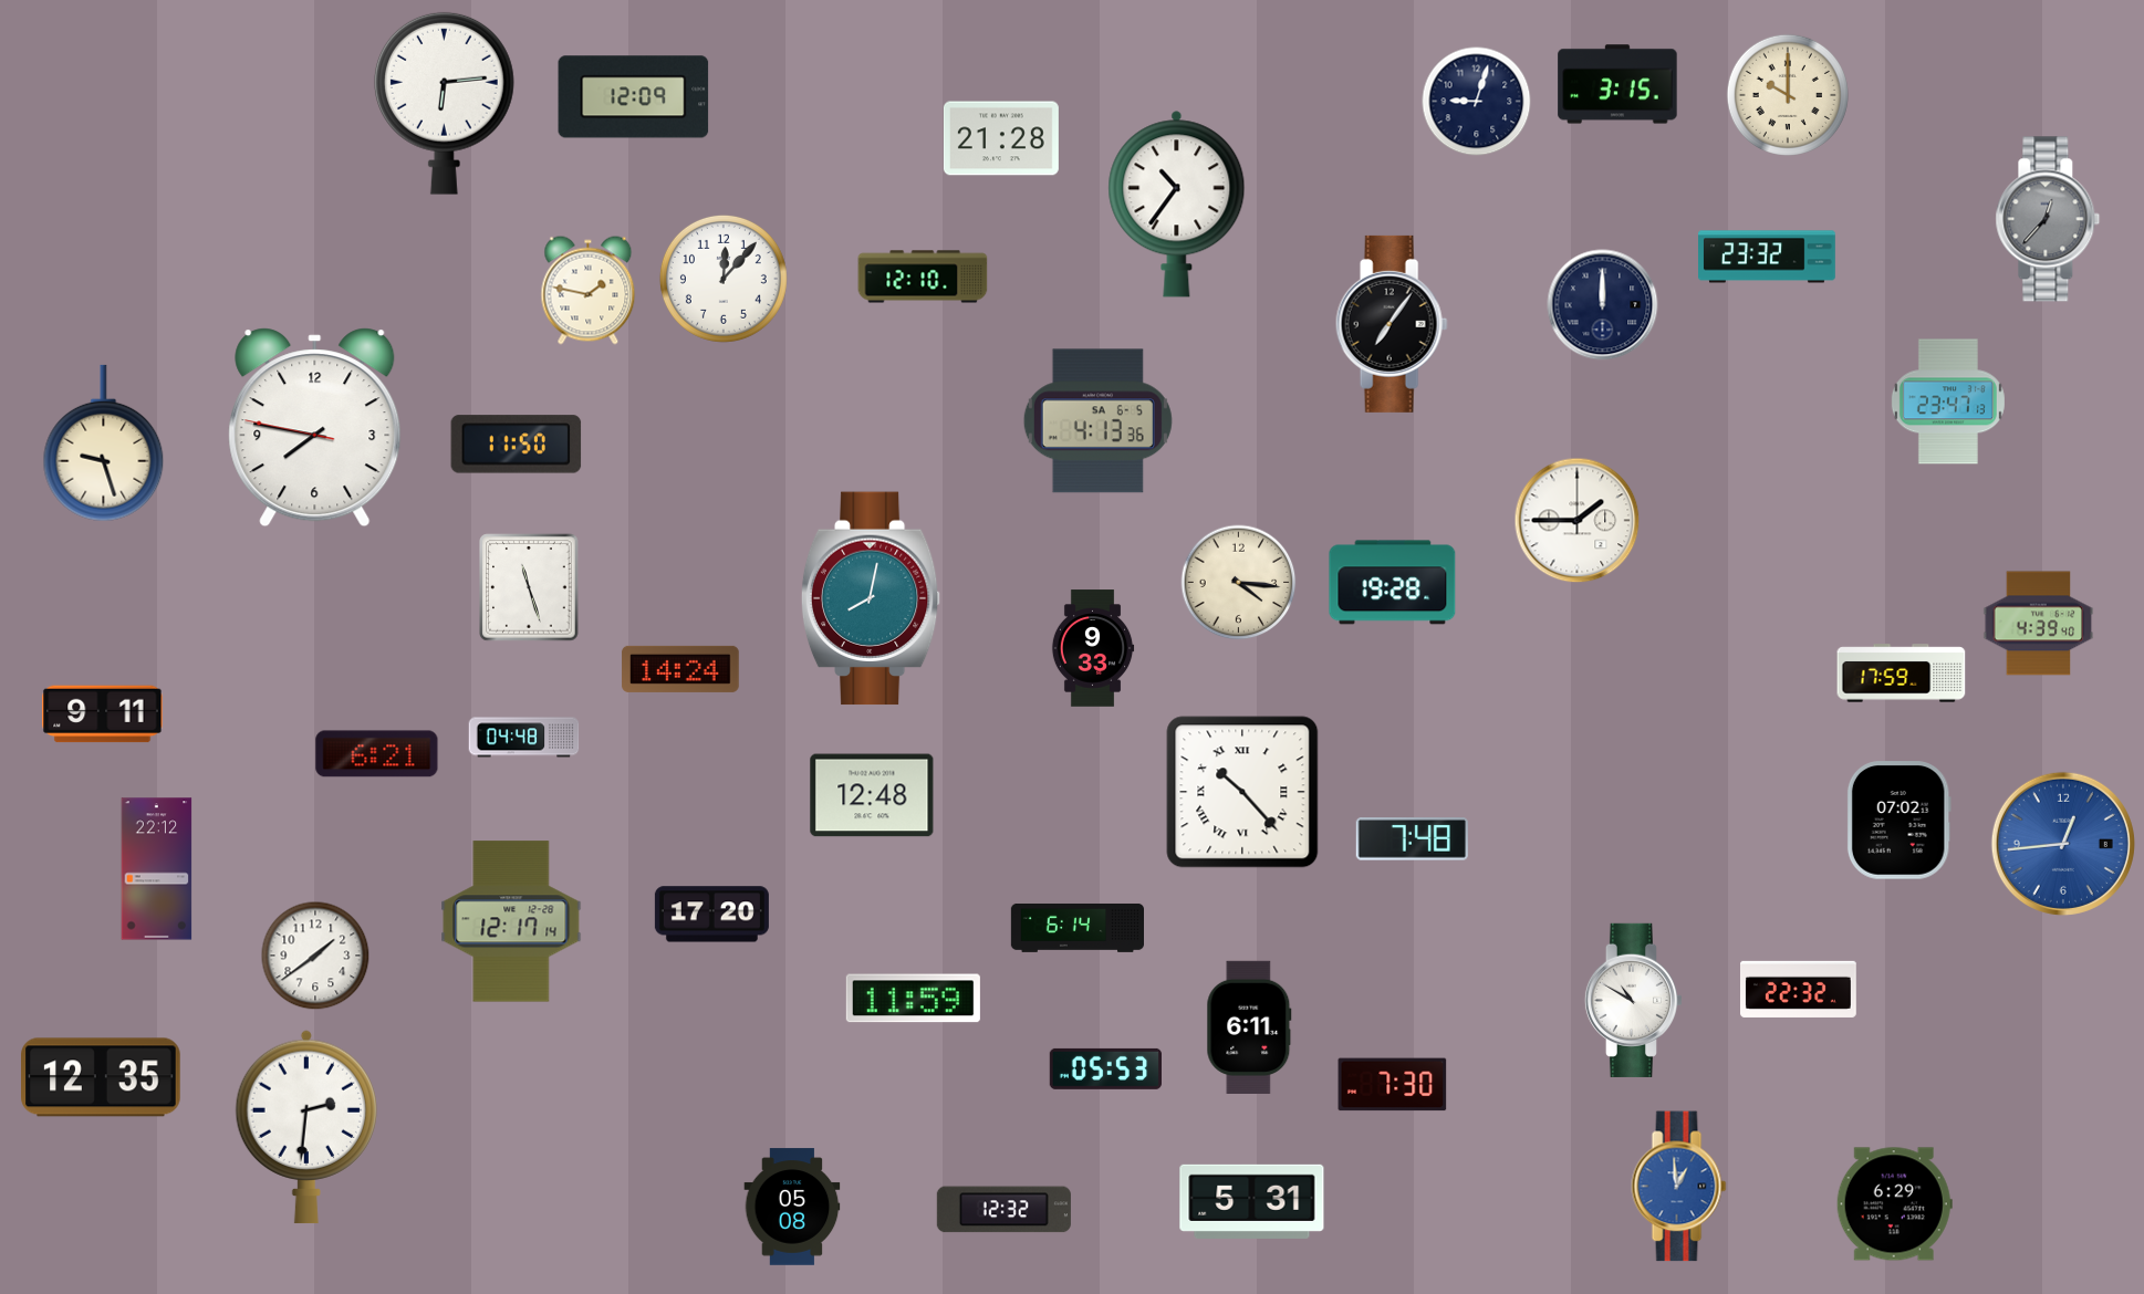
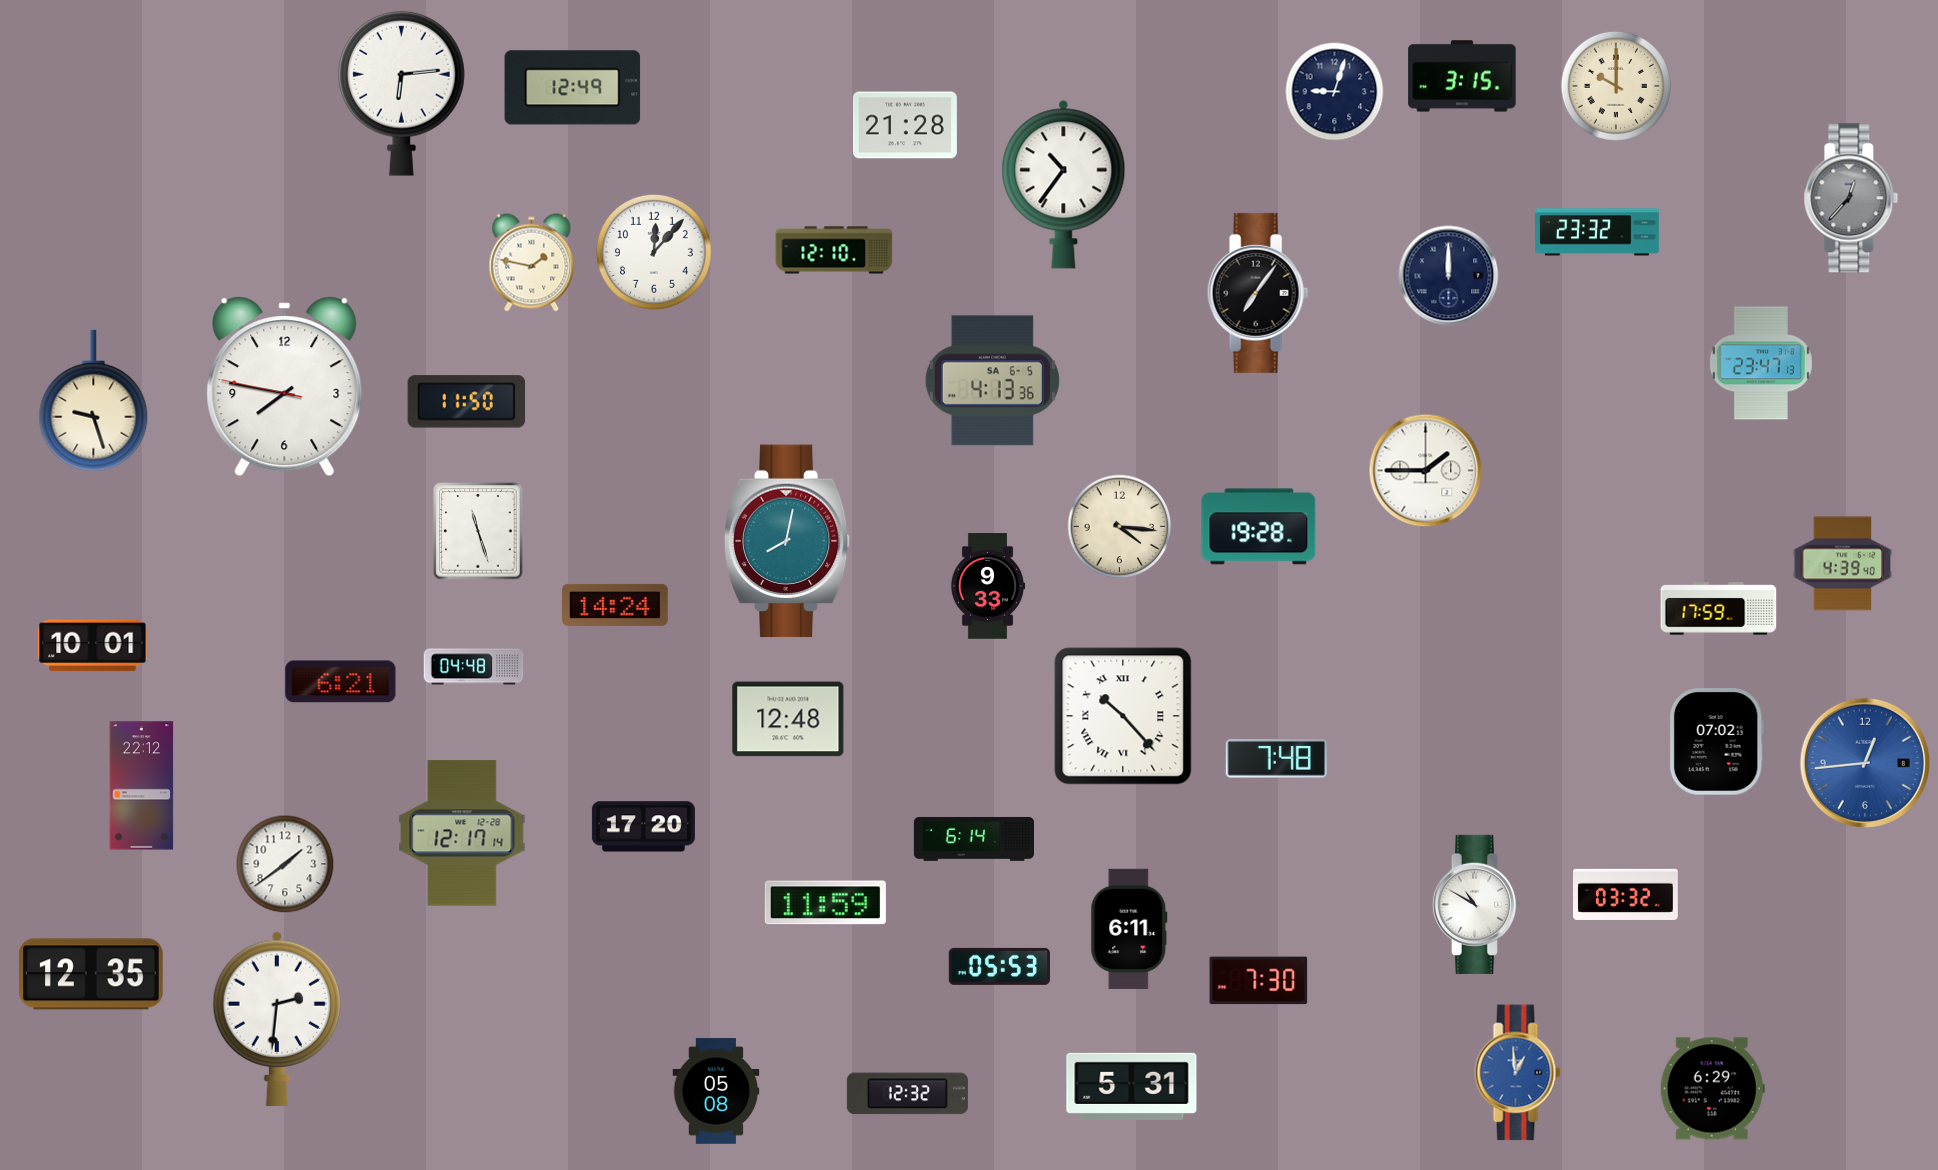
clock at (634, 97): 12:09 -> 12:49
clock at (103, 714): 9:11 -> 10:01
clock at (1799, 989): 22:32 -> 03:32
